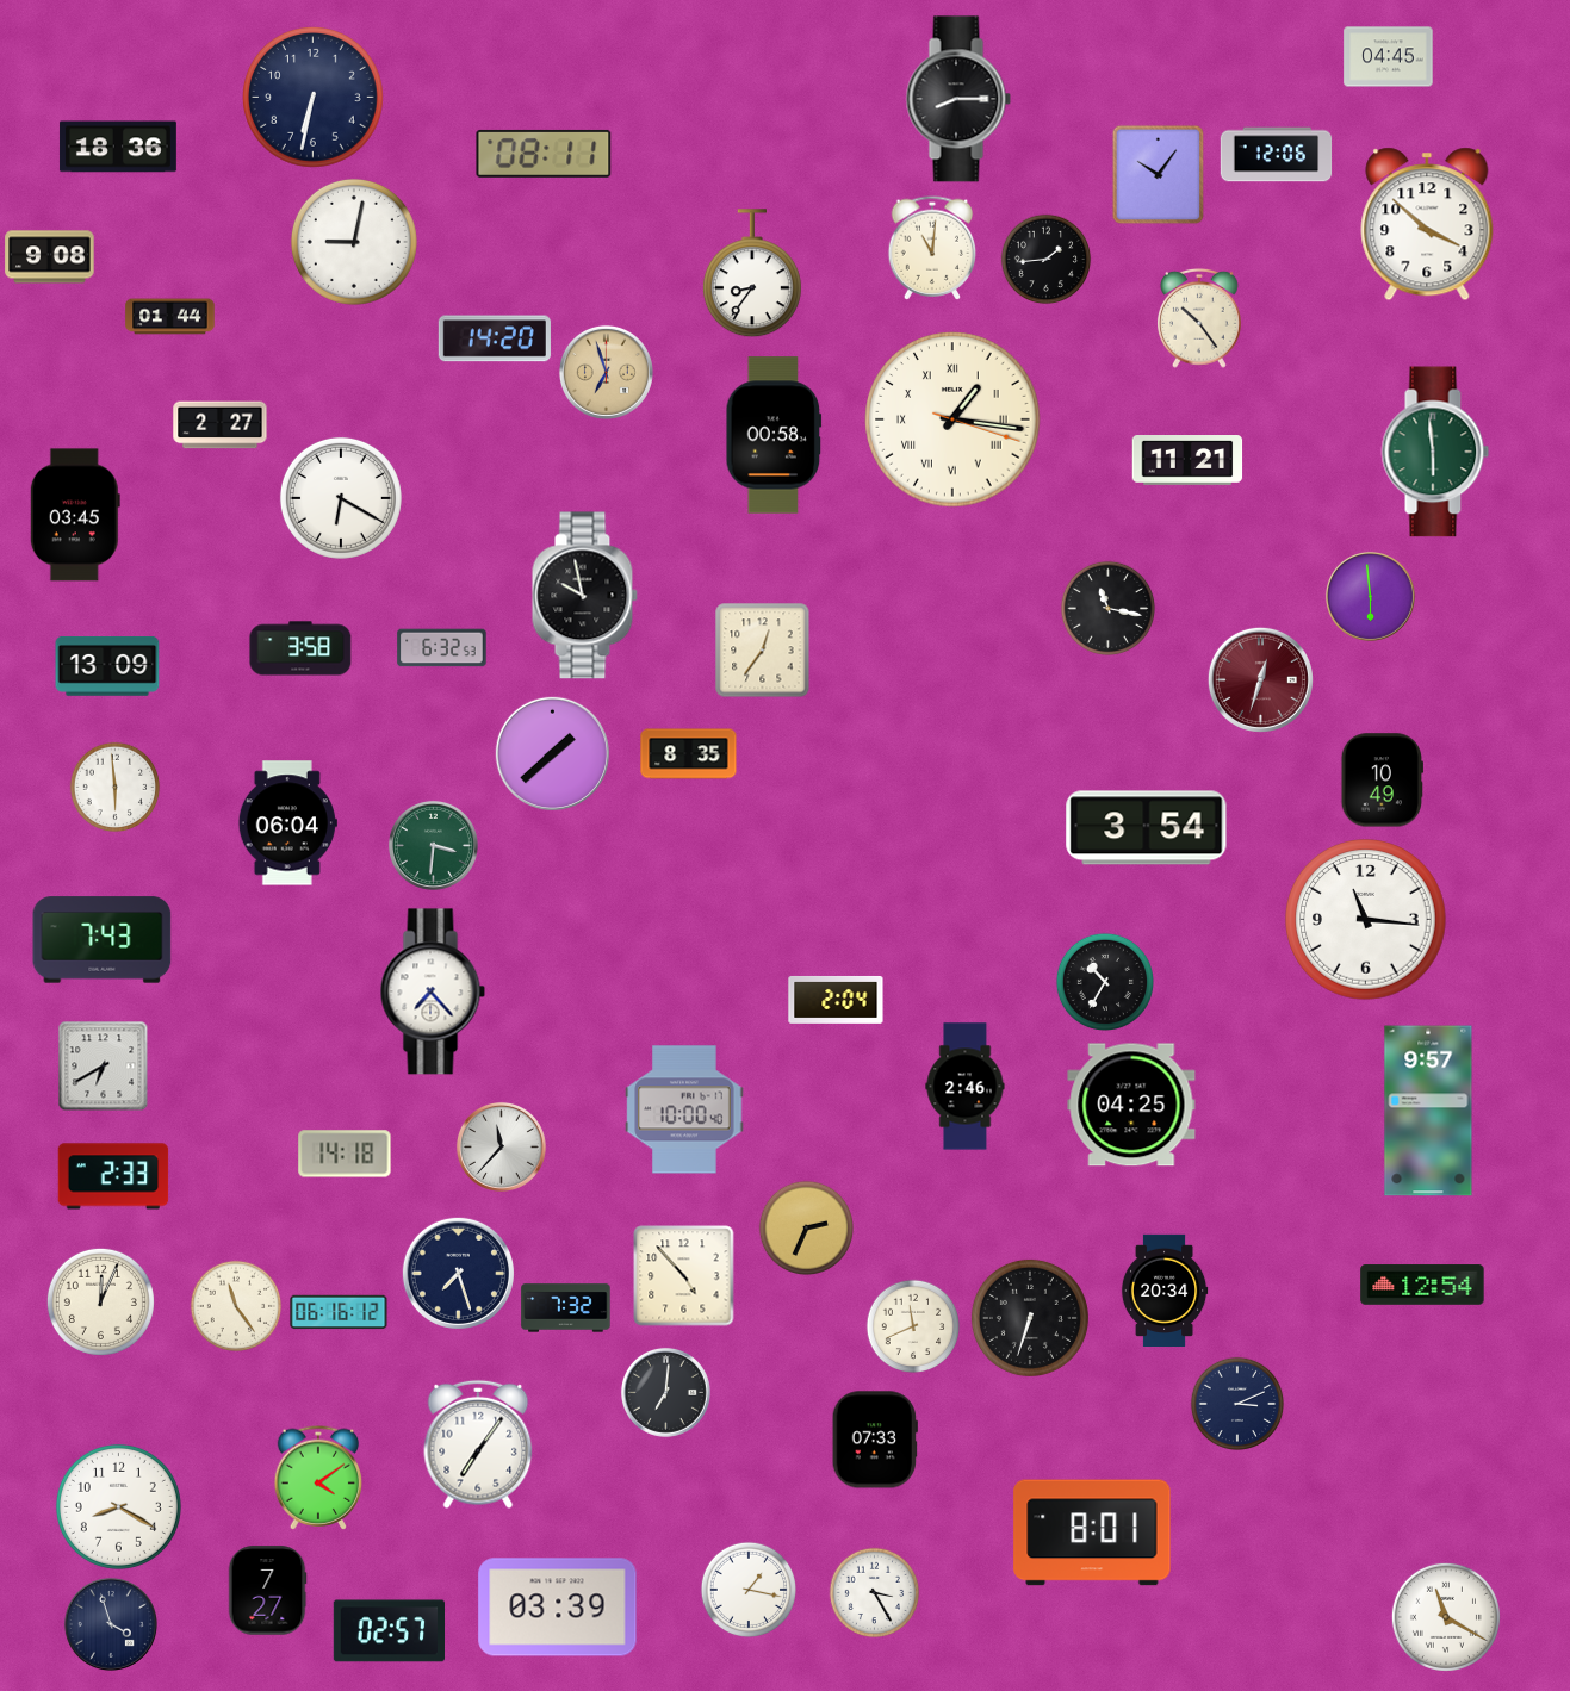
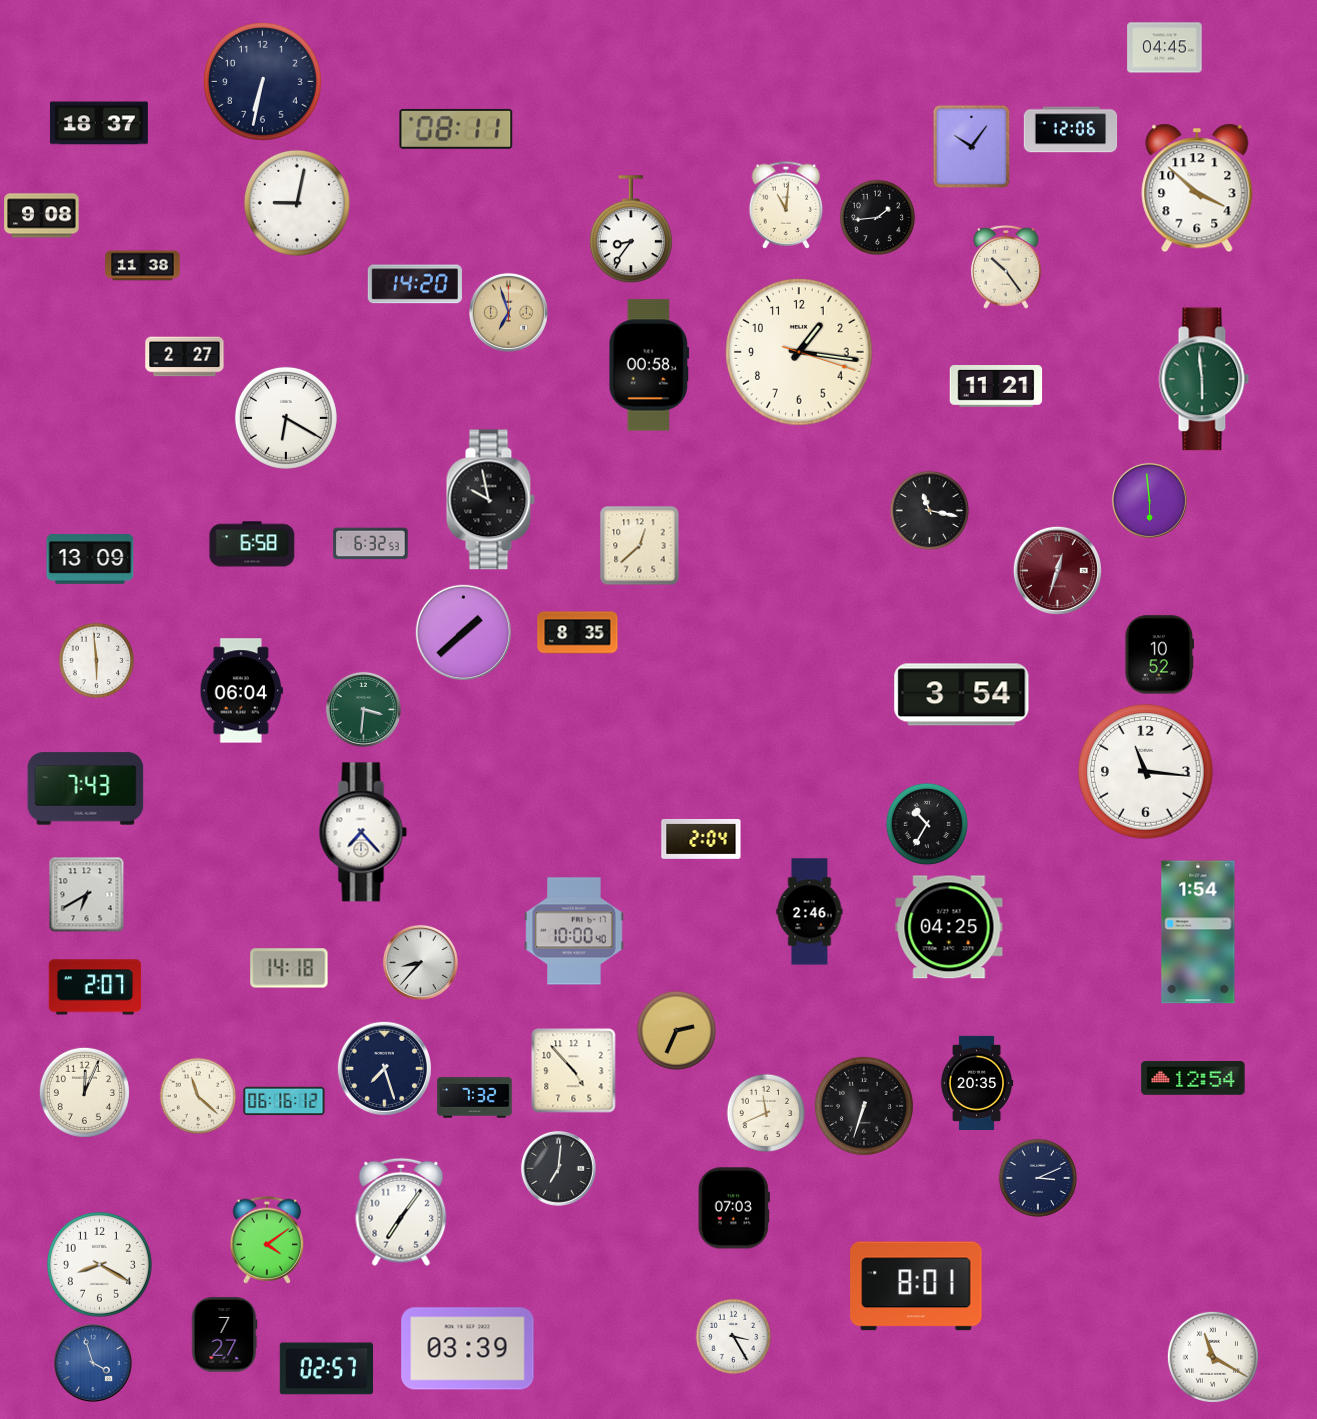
clock at (958, 99): 8:15 -> none
clock at (118, 147): 18:36 -> 18:37
clock at (932, 248) position: (932, 248) -> (786, 205)
clock at (170, 317): 01:44 -> 11:38
clock at (952, 419) numerals: Roman -> Arabic
clock at (75, 515): 03:45 -> none
clock at (300, 648): 3:58 -> 6:58
clock at (763, 651): 12:36 -> 12:38
clock at (1382, 781): 10:49 -> 10:52
clock at (1428, 1111): 9:57 -> 1:54
clock at (501, 1146): 11:37 -> 8:37
clock at (113, 1176): 2:33 -> 2:07
clock at (1165, 1289): 20:34 -> 20:35
clock at (236, 1306): 11:24 -> 11:22
clock at (875, 1440): 07:33 -> 07:03
clock at (747, 1589): 1:17 -> none
clock at (111, 1624) dial: navy -> blue
